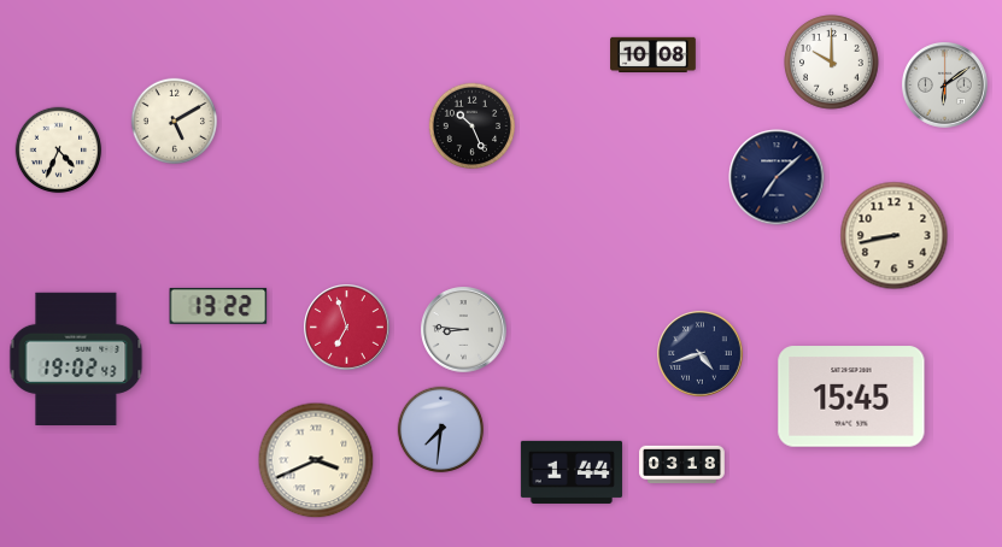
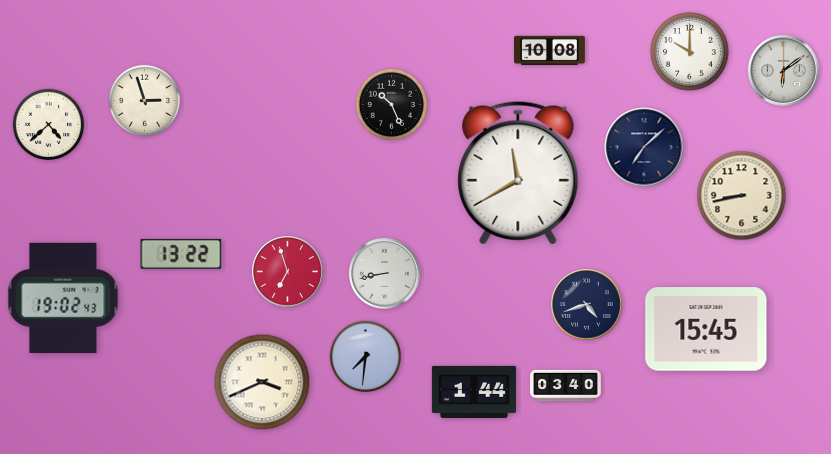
clock at (654, 55) position: (654, 55) -> (550, 51)
clock at (175, 122): 5:10 -> 2:57
clock at (59, 151): 4:34 -> 4:38
clock at (518, 173): none -> 11:40
clock at (464, 330): 8:46 -> 8:43
clock at (701, 354) position: (701, 354) -> (587, 305)
clock at (682, 465): 03:18 -> 03:40
